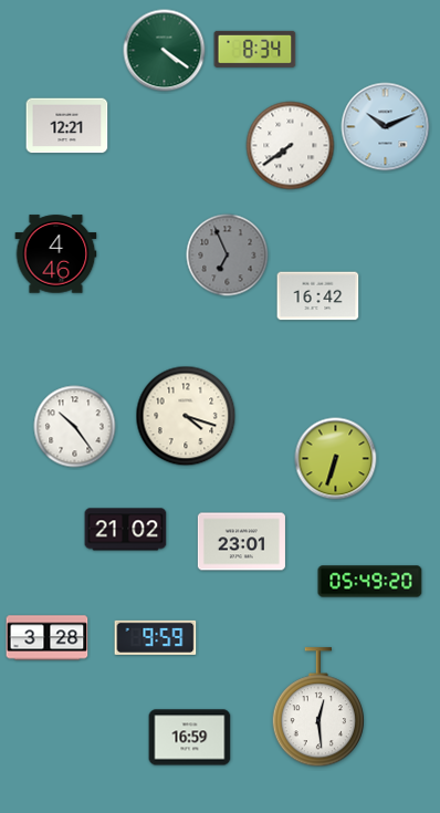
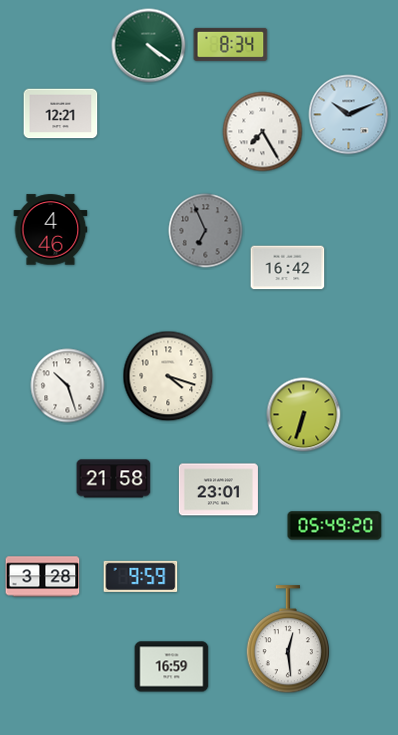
clock at (291, 146): 7:39 -> 7:25
clock at (75, 427): 10:24 -> 10:27
clock at (126, 530): 21:02 -> 21:58
